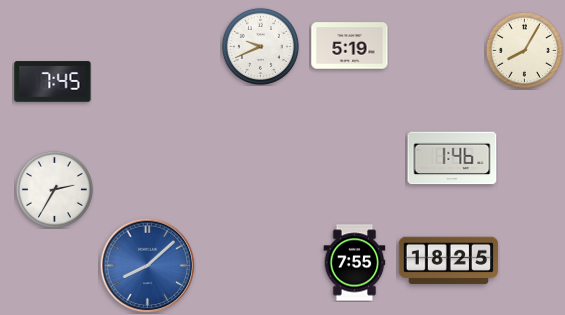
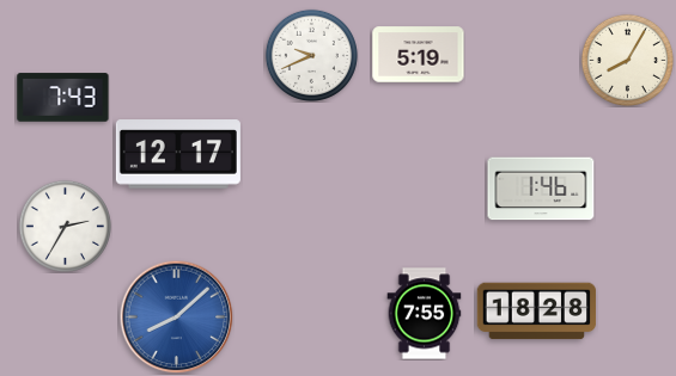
clock at (53, 82): 7:45 -> 7:43
clock at (178, 154): none -> 12:17
clock at (449, 261): 18:25 -> 18:28
